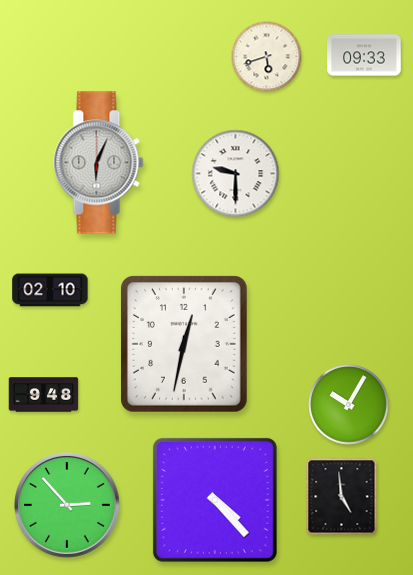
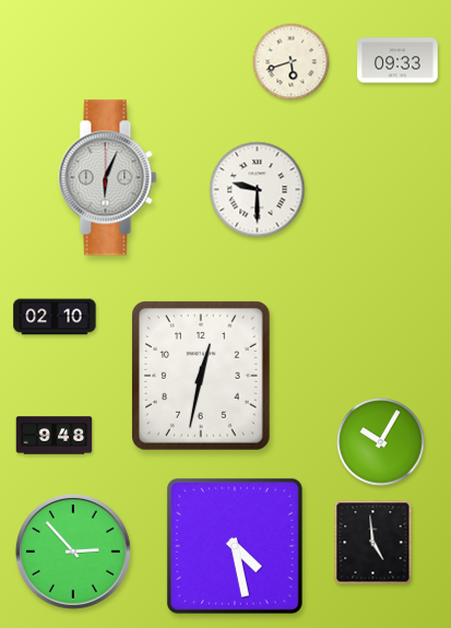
clock at (44, 395) position: (44, 395) -> (55, 436)
clock at (215, 500): 4:23 -> 4:28
